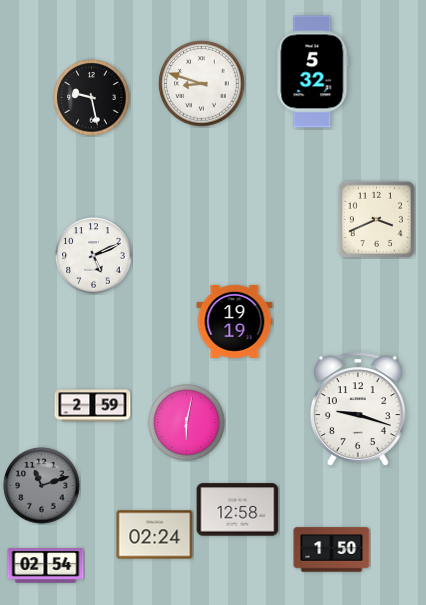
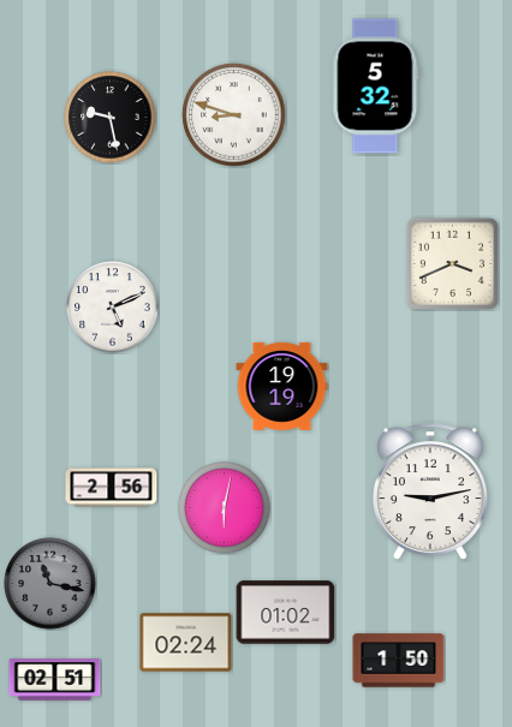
clock at (202, 84) position: (202, 84) -> (234, 115)
clock at (93, 406): 2:59 -> 2:56
clock at (358, 409): 9:18 -> 9:13
clock at (42, 486): 11:12 -> 11:17
clock at (238, 510): 12:58 -> 01:02
clock at (46, 566): 02:54 -> 02:51
